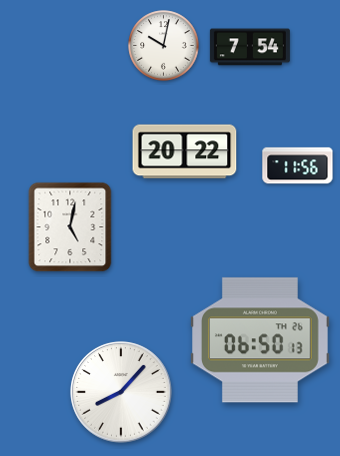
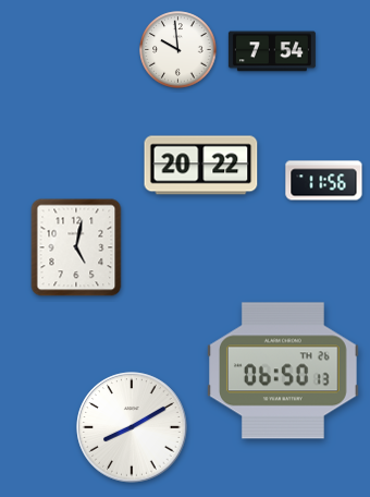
clock at (164, 46): 10:02 -> 9:59
clock at (121, 392): 8:07 -> 8:10
